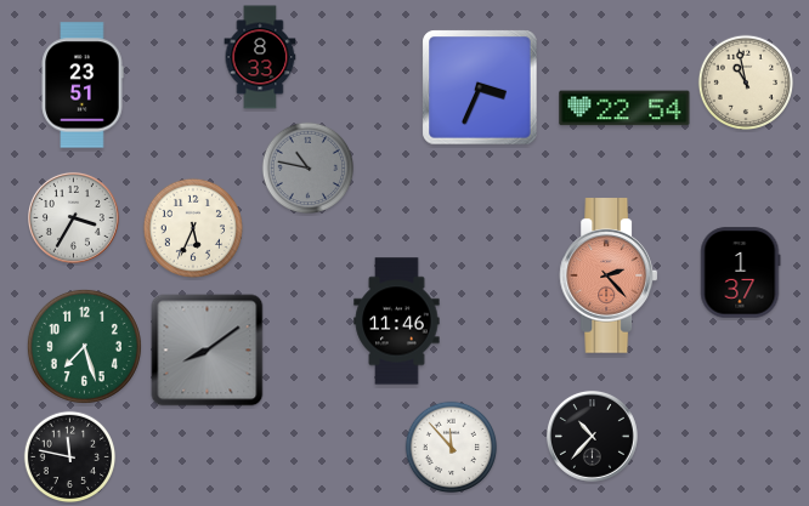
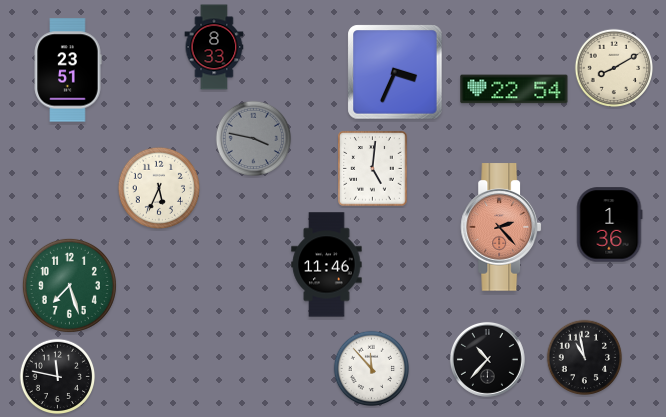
clock at (745, 81): 10:58 -> 8:10
clock at (309, 169): 10:47 -> 3:47
clock at (373, 169): none -> 5:01
clock at (73, 217): 3:35 -> none
clock at (741, 273): 1:37 -> 1:36
clock at (208, 351): 8:09 -> none
clock at (585, 358): none -> 10:58
